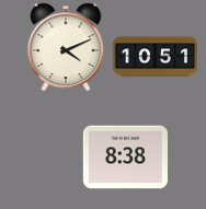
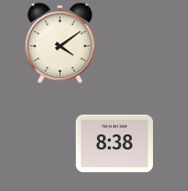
clock at (66, 47): 4:11 -> 4:09
clock at (154, 57): 10:51 -> none
